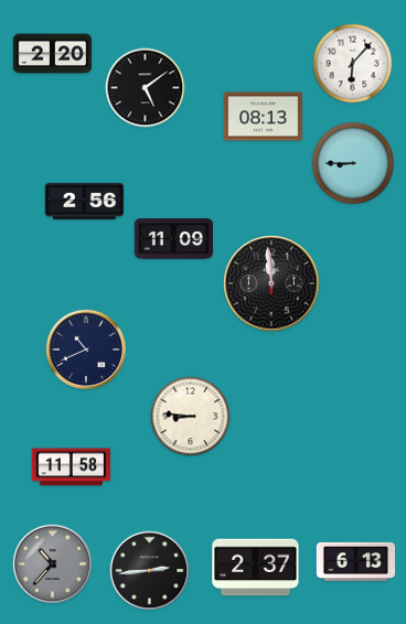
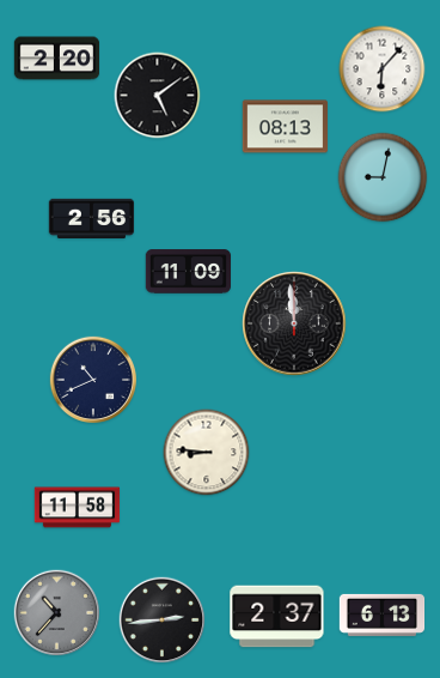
clock at (353, 163): 8:45 -> 9:02
clock at (173, 239) position: (173, 239) -> (188, 272)
clock at (271, 283) position: (271, 283) -> (294, 323)
clock at (356, 561) position: (356, 561) -> (383, 615)
